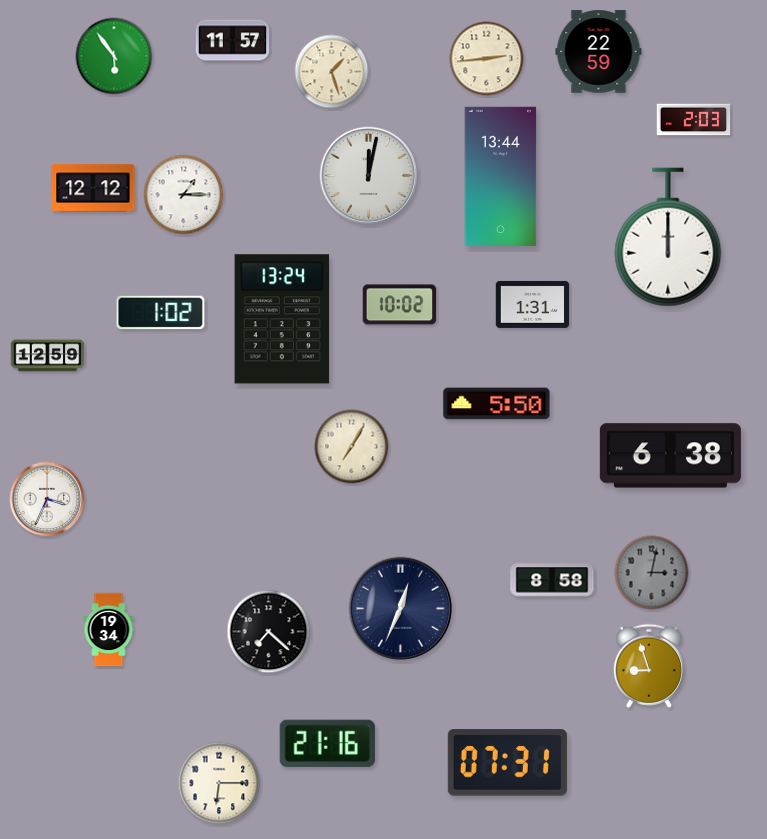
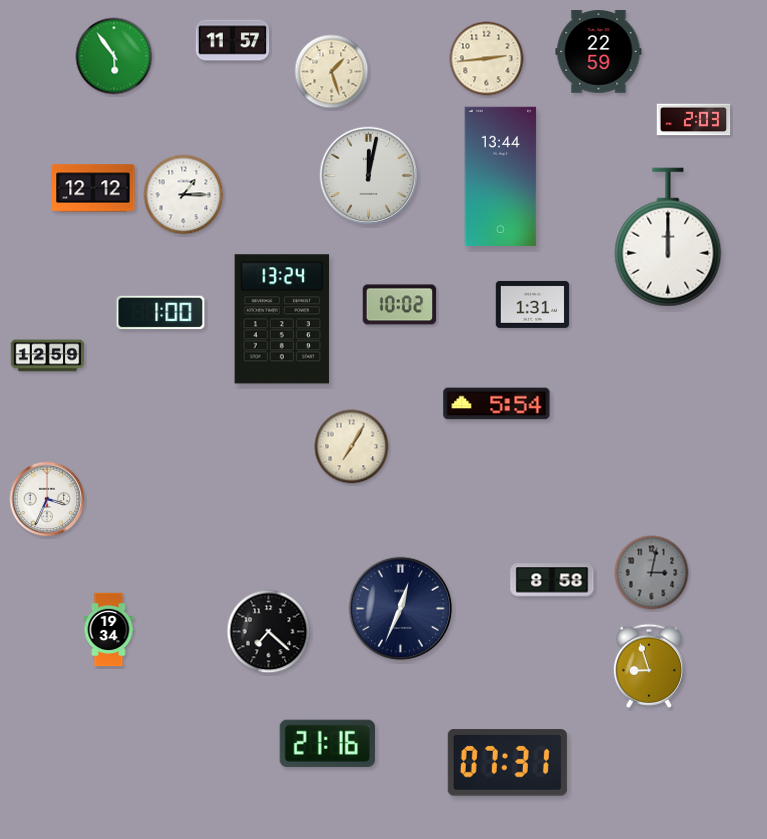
clock at (161, 313): 1:02 -> 1:00
clock at (497, 404): 5:50 -> 5:54
clock at (670, 456): 6:38 -> none
clock at (219, 783): 6:15 -> none
